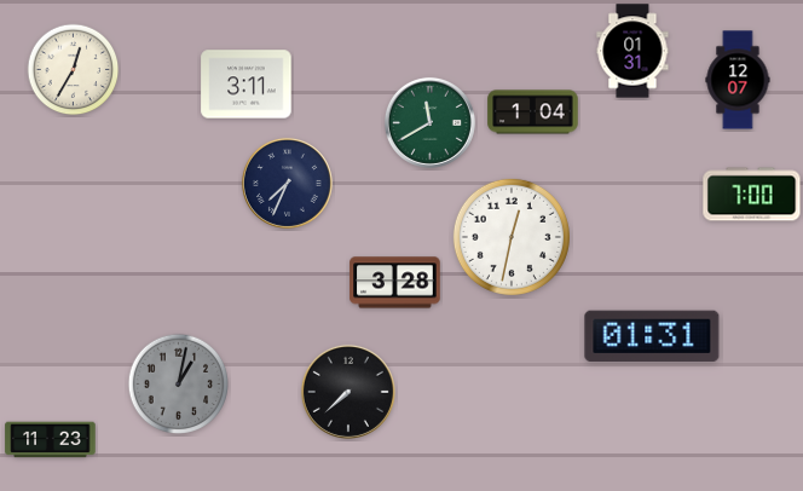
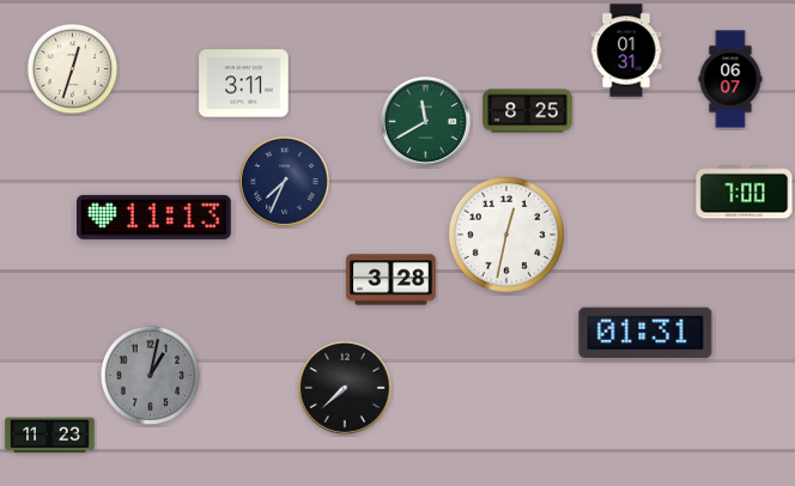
clock at (74, 70): 12:35 -> 12:33
clock at (738, 80): 12:07 -> 06:07
clock at (533, 112): 1:04 -> 8:25
clock at (154, 217): none -> 11:13
clock at (179, 385) position: (179, 385) -> (151, 376)
